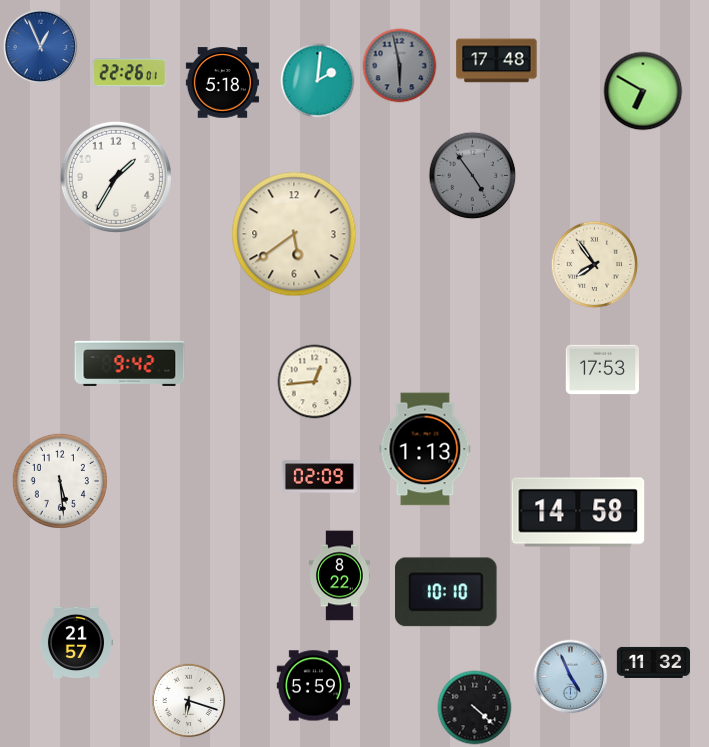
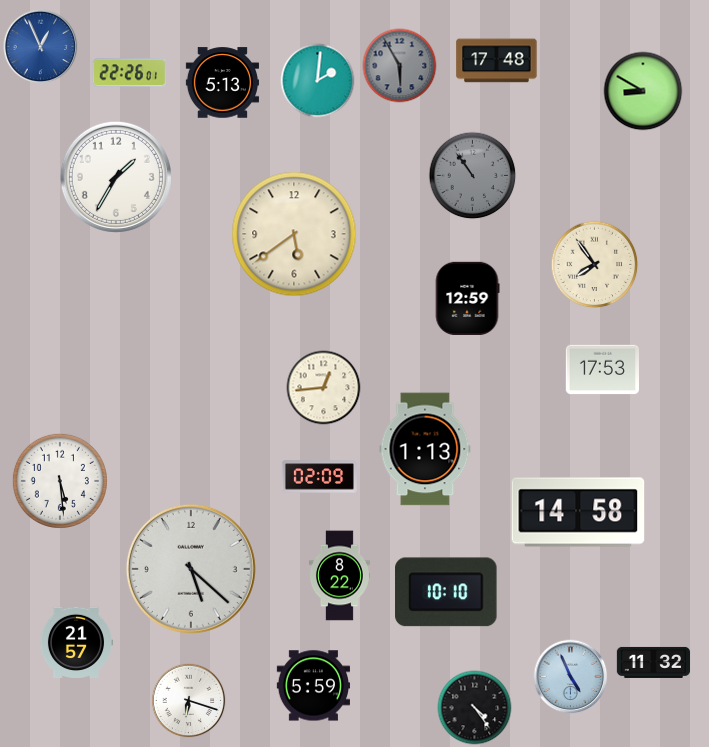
clock at (400, 66): 5:58 -> 5:55
clock at (222, 83): 5:18 -> 5:13
clock at (643, 91): 6:50 -> 8:50
clock at (473, 176): 4:54 -> 10:54
clock at (467, 298): none -> 12:59
clock at (130, 363): 9:42 -> none
clock at (315, 382) position: (315, 382) -> (324, 388)
clock at (191, 569): none -> 5:22
clock at (475, 708): 4:22 -> 4:24
